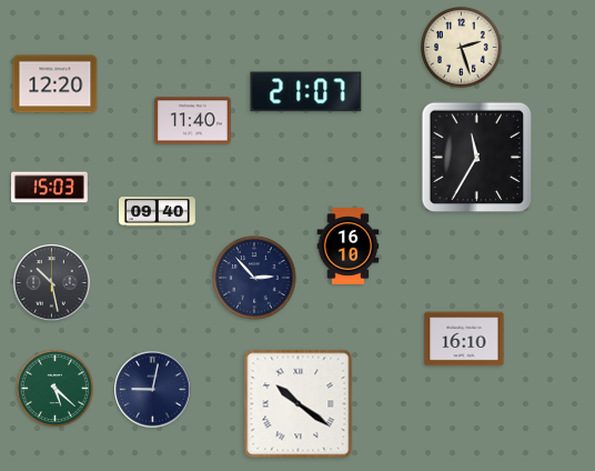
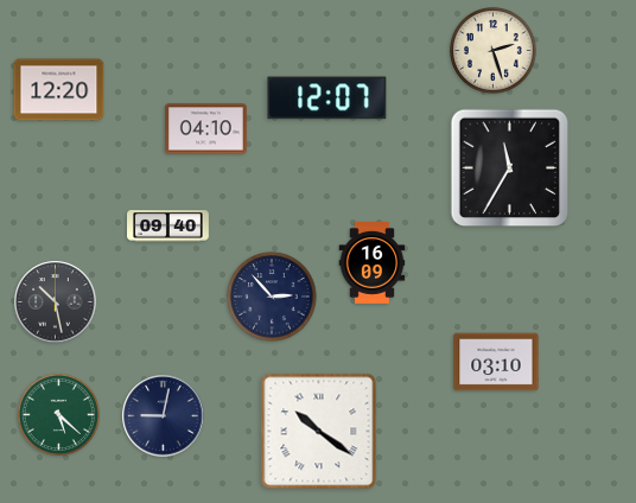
clock at (306, 92): 21:07 -> 12:07
clock at (193, 121): 11:40 -> 04:10
clock at (50, 188): 15:03 -> none
clock at (349, 247): 16:10 -> 16:09
clock at (464, 339): 16:10 -> 03:10
